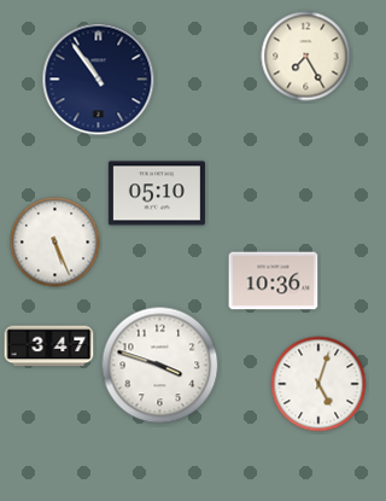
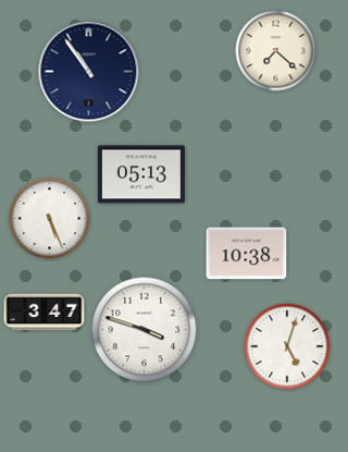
clock at (306, 57): 7:25 -> 7:22
clock at (157, 193): 05:10 -> 05:13
clock at (274, 281): 10:36 -> 10:38
